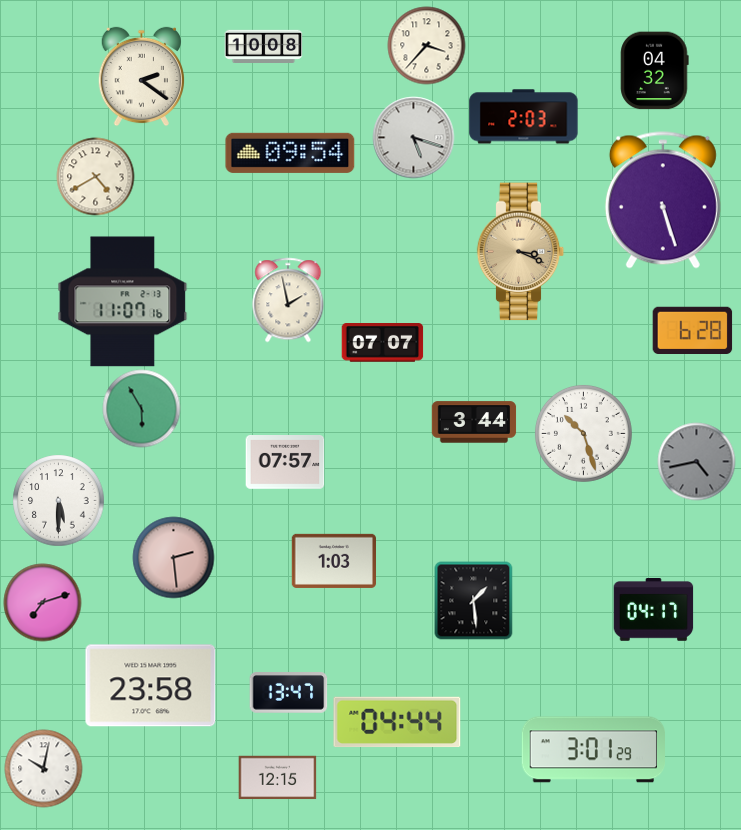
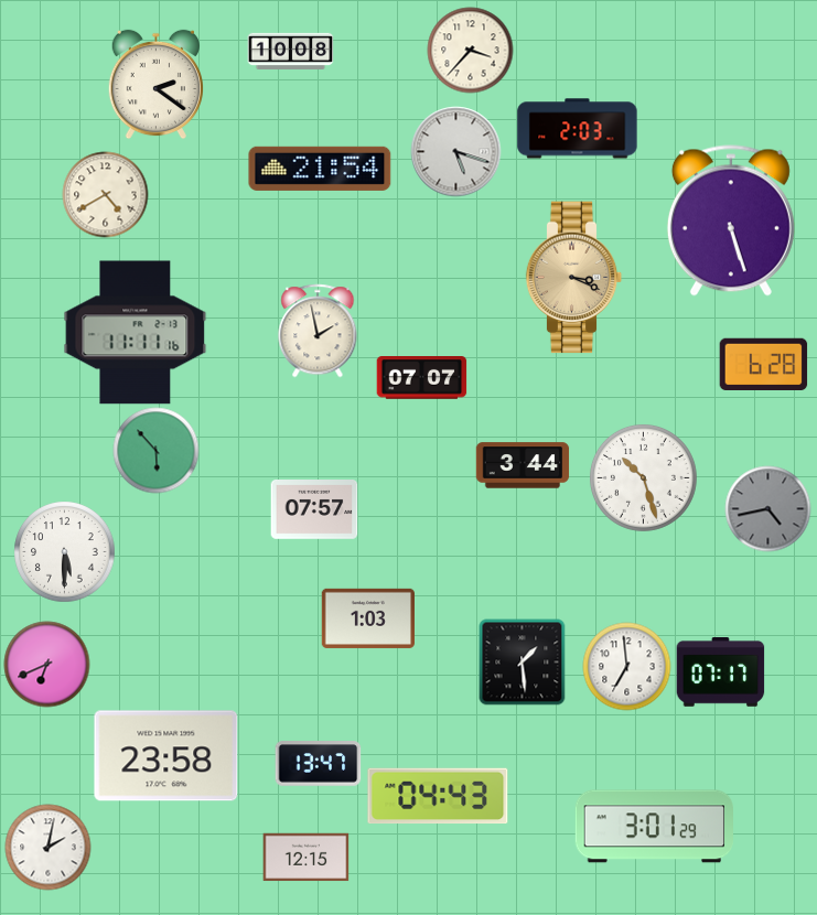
clock at (655, 70): 04:32 -> none
clock at (290, 153): 09:54 -> 21:54
clock at (123, 302): 11:07 -> 11:11
clock at (141, 408): 5:55 -> 5:53
clock at (173, 557): 2:29 -> none
clock at (42, 602): 7:12 -> 6:41
clock at (626, 666): none -> 6:59
clock at (653, 610): 04:17 -> 07:17
clock at (397, 722): 04:44 -> 04:43
clock at (43, 768): 10:02 -> 2:02
